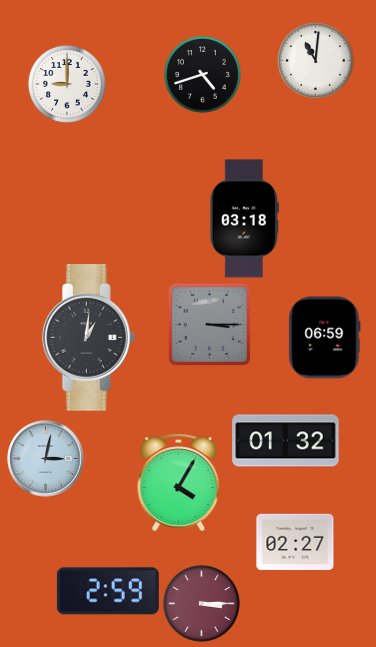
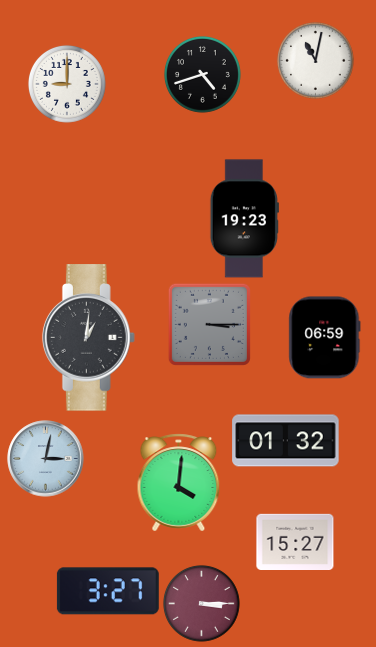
clock at (315, 60): 11:01 -> 11:02
clock at (244, 219): 03:18 -> 19:23
clock at (179, 483): 4:05 -> 4:01
clock at (295, 541): 02:27 -> 15:27
clock at (108, 591): 2:59 -> 3:27
